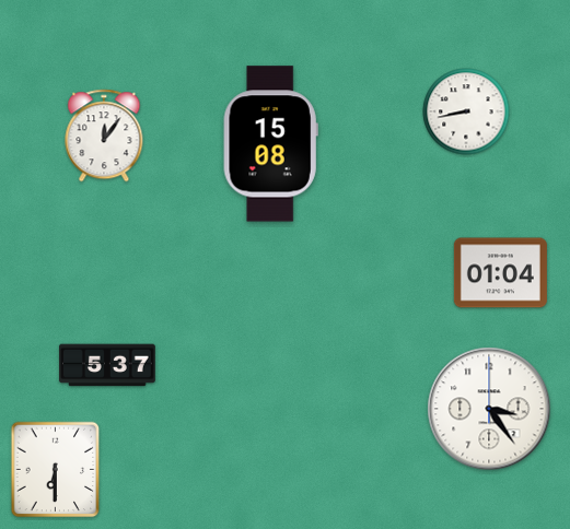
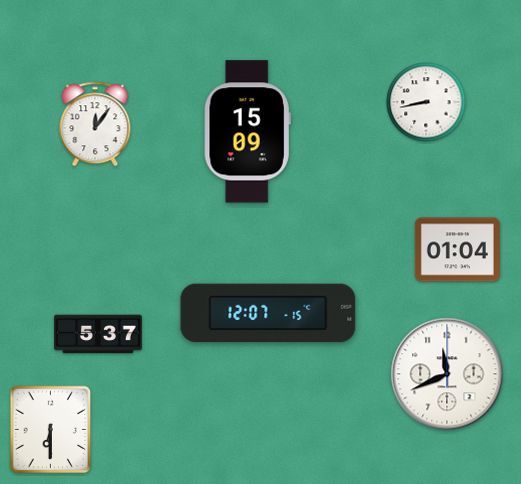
clock at (270, 144): 15:08 -> 15:09
clock at (268, 313): none -> 12:07
clock at (489, 409): 3:24 -> 11:41
